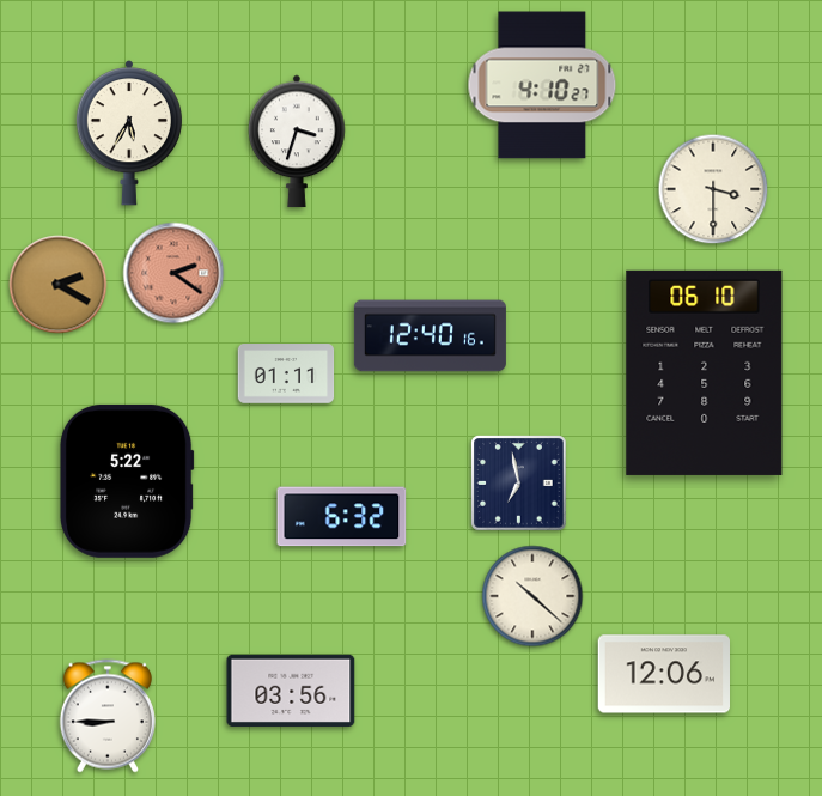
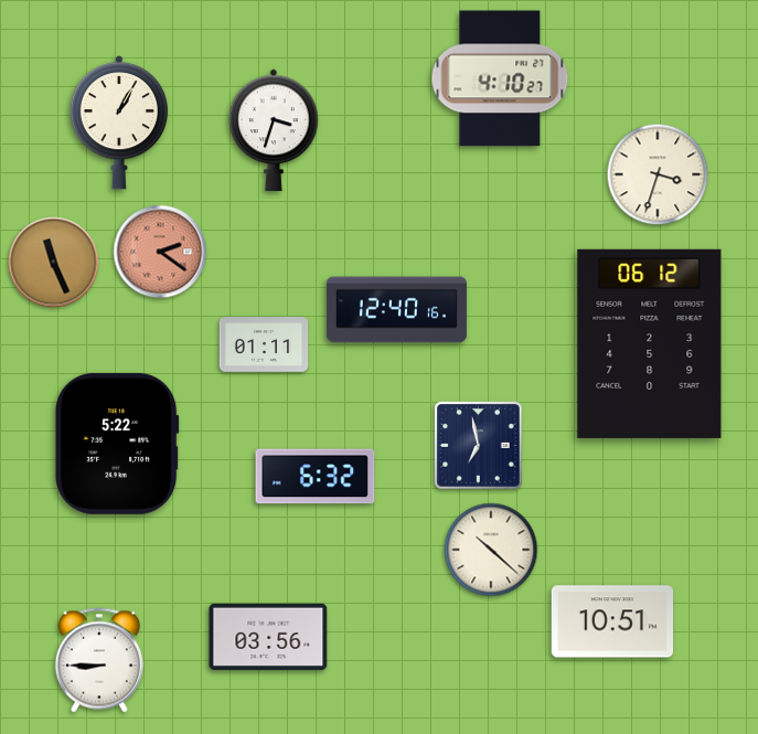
clock at (129, 133): 5:35 -> 1:05
clock at (713, 189): 3:30 -> 3:33
clock at (59, 285): 2:20 -> 11:26
clock at (705, 372): 06:10 -> 06:12
clock at (663, 674): 12:06 -> 10:51
